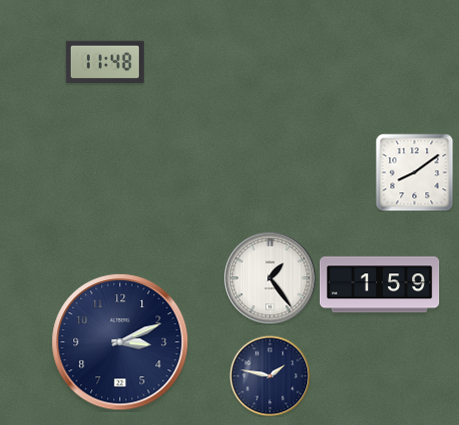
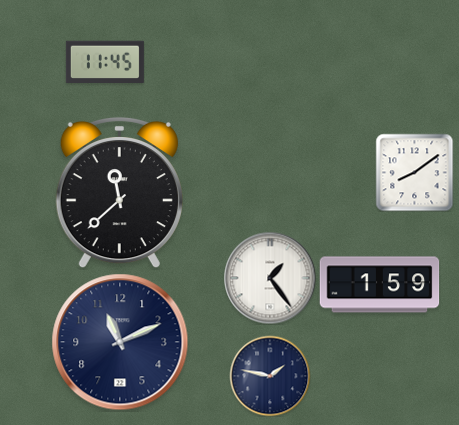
clock at (105, 61): 11:48 -> 11:45
clock at (119, 193): none -> 11:38
clock at (120, 342): 3:11 -> 11:11
